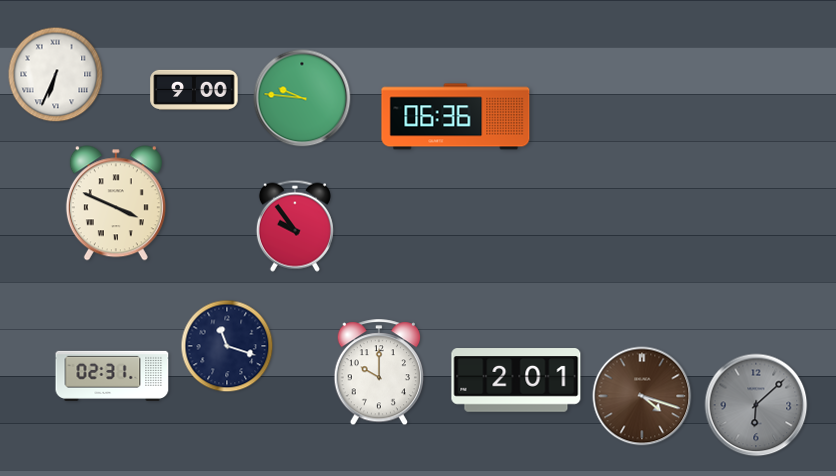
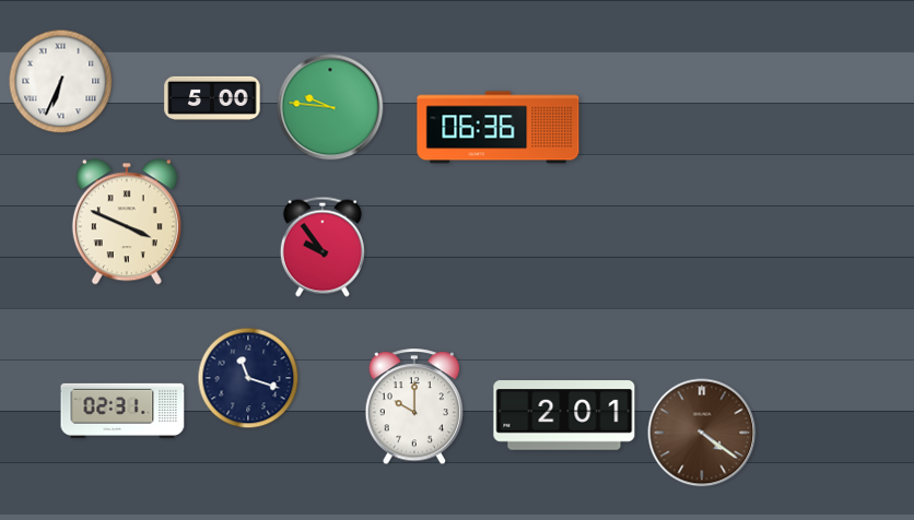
clock at (194, 90): 9:00 -> 5:00
clock at (642, 396): 4:18 -> 4:21
clock at (756, 405): 6:08 -> none
